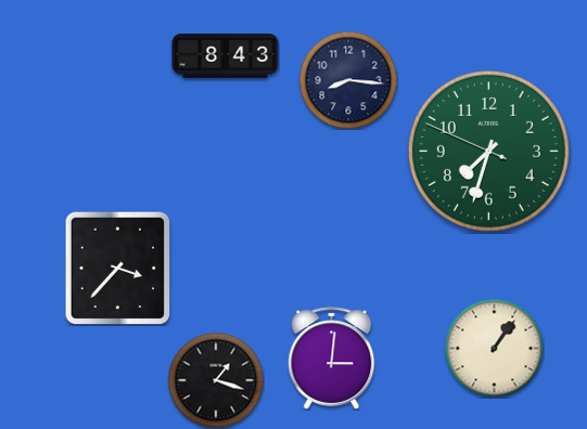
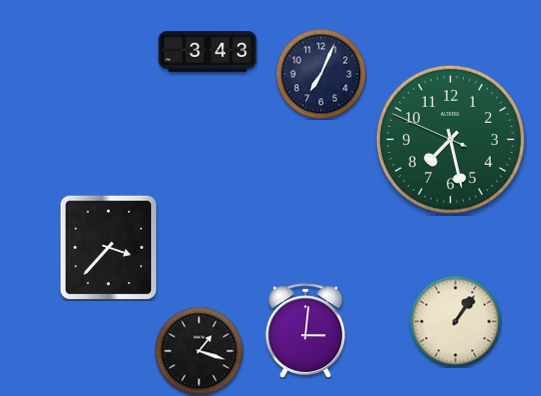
clock at (226, 56): 8:43 -> 3:43
clock at (348, 80): 8:16 -> 7:04
clock at (488, 151): 7:32 -> 7:27
